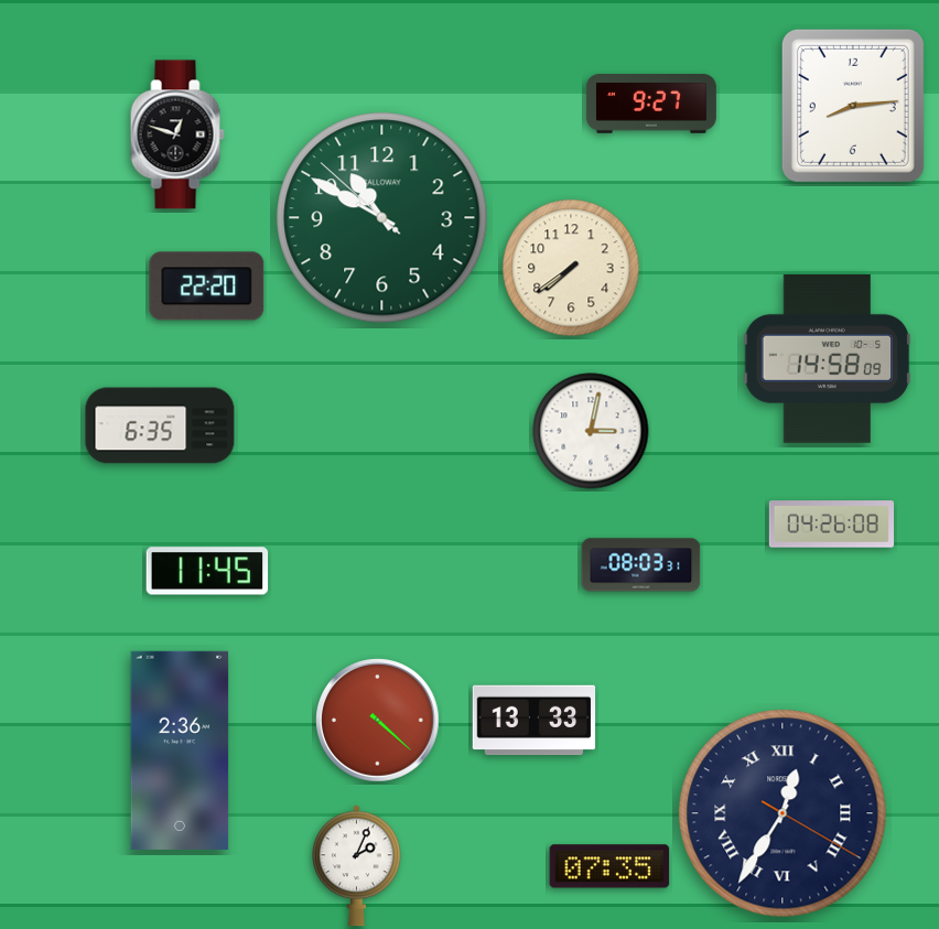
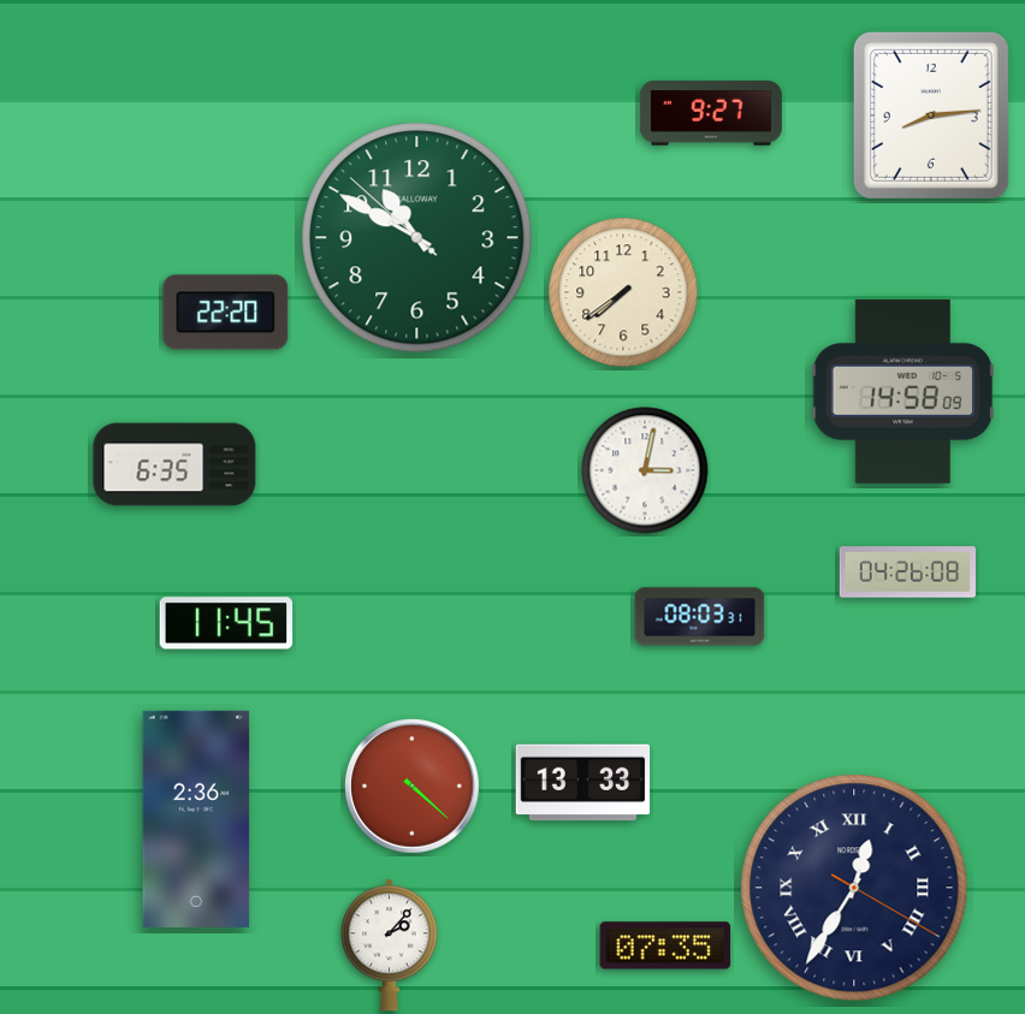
clock at (177, 134): 12:48 -> none
clock at (535, 721) position: (535, 721) -> (583, 783)
clock at (357, 866): 2:04 -> 2:07
